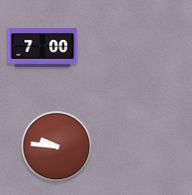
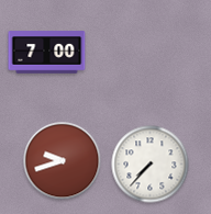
clock at (57, 147): 9:46 -> 9:42
clock at (151, 165): none -> 7:37
